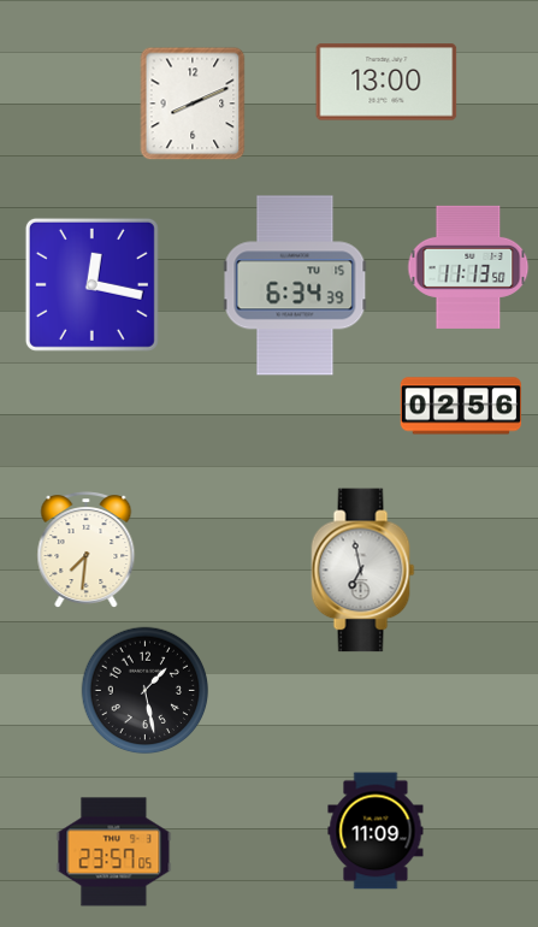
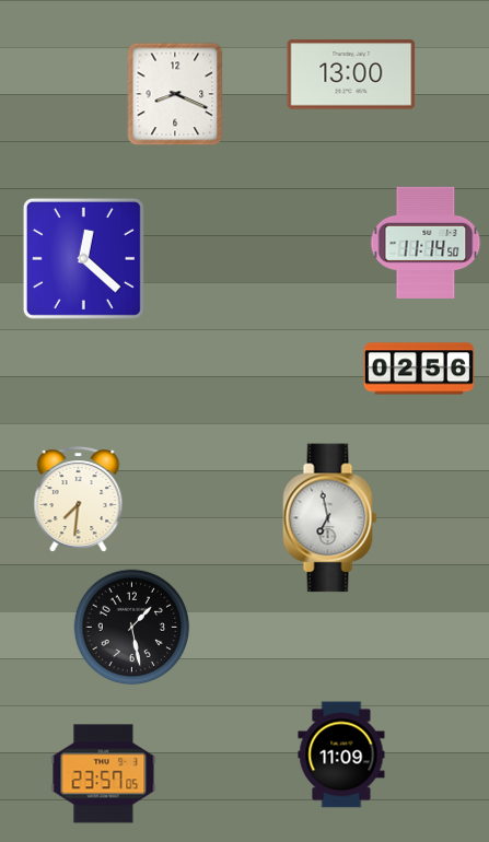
clock at (193, 104): 8:11 -> 8:19
clock at (468, 267): 11:13 -> 11:14
clock at (91, 284): 12:17 -> 12:22
clock at (295, 285): 6:34 -> none
